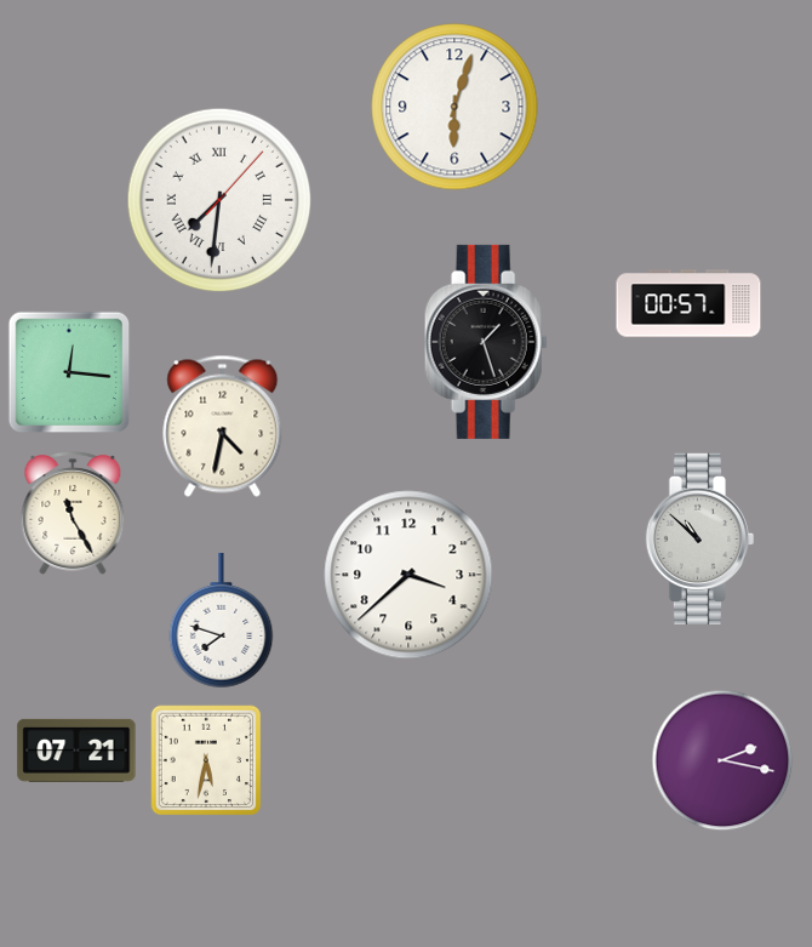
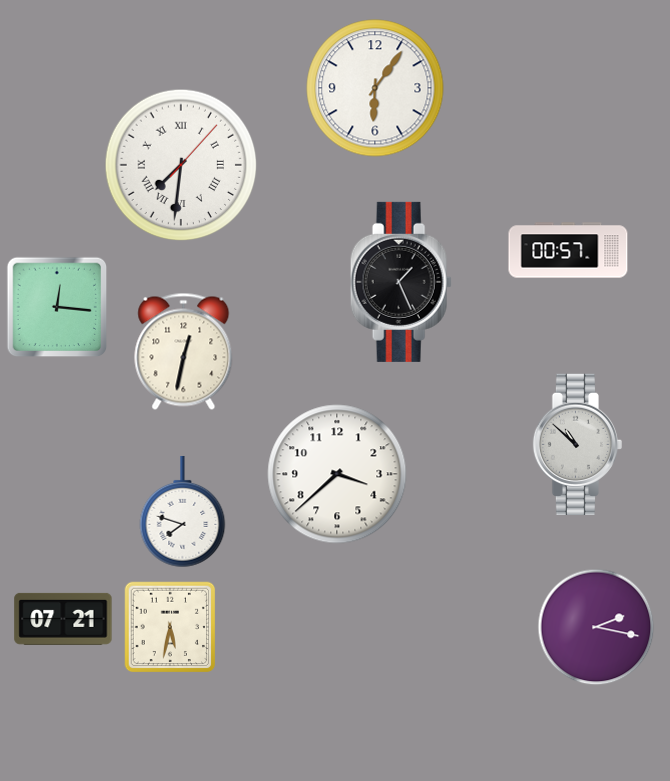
clock at (454, 107): 6:03 -> 6:06
clock at (486, 342): 1:27 -> 1:26
clock at (223, 426): 4:32 -> 12:32
clock at (73, 514): 11:25 -> none
